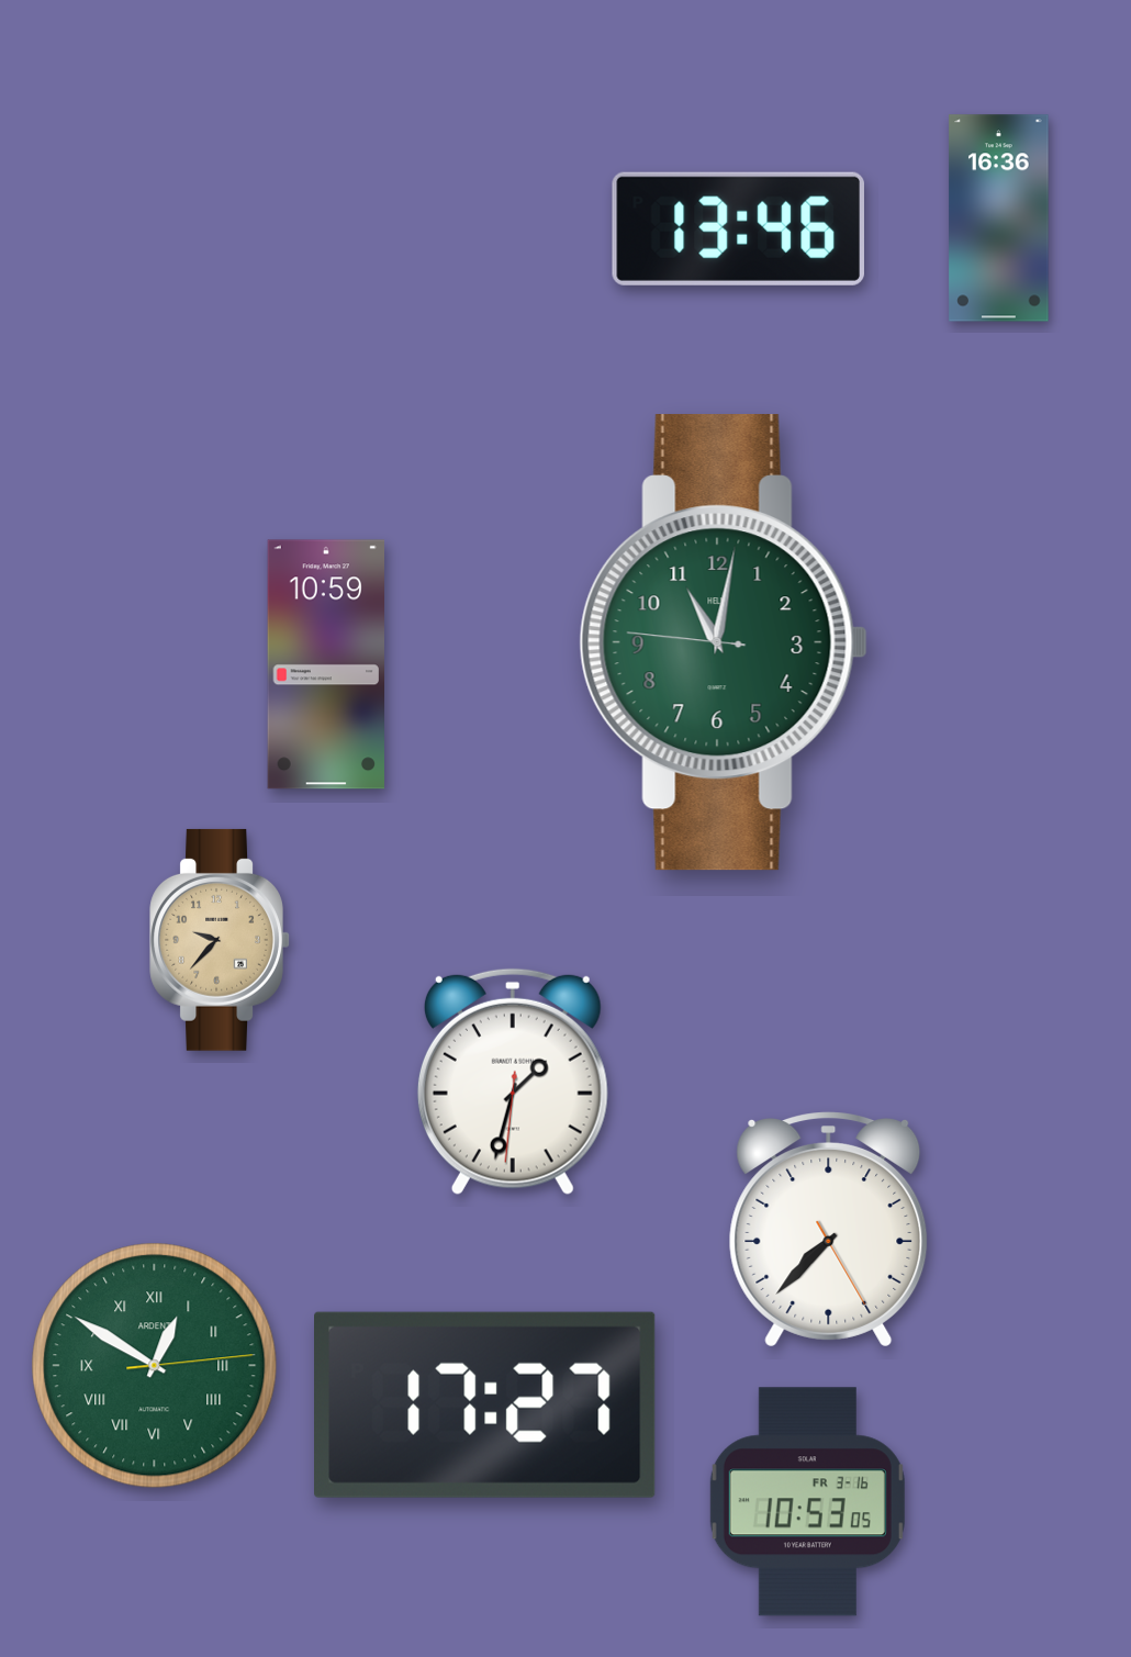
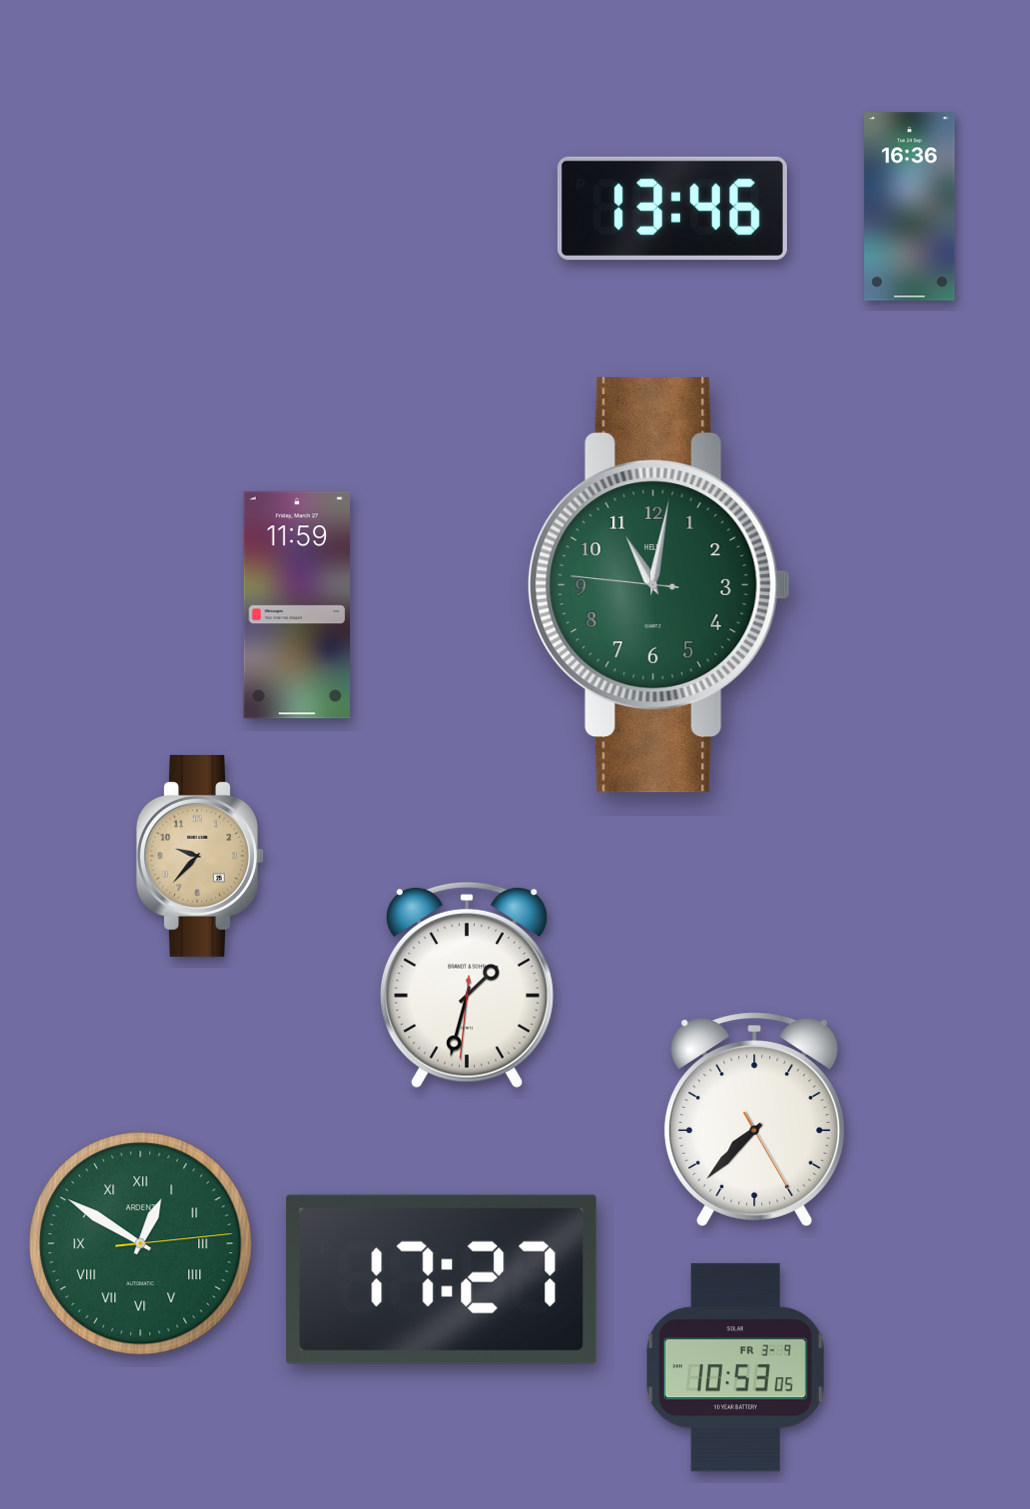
clock at (999, 219) position: (999, 219) -> (910, 207)
clock at (325, 664): 10:59 -> 11:59
clock at (807, 1502) date: FR 3-16 -> FR 3-9
